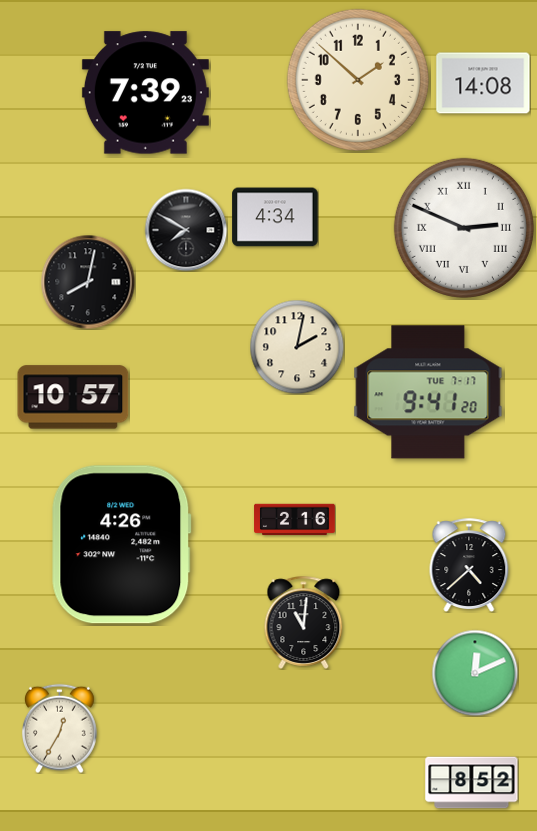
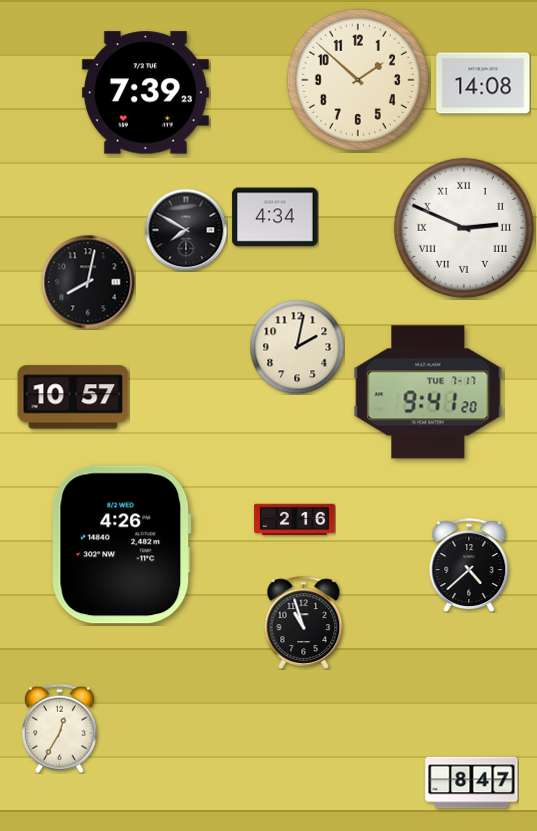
clock at (304, 622): 11:01 -> 10:57
clock at (475, 673): 12:11 -> none
clock at (472, 783): 8:52 -> 8:47
